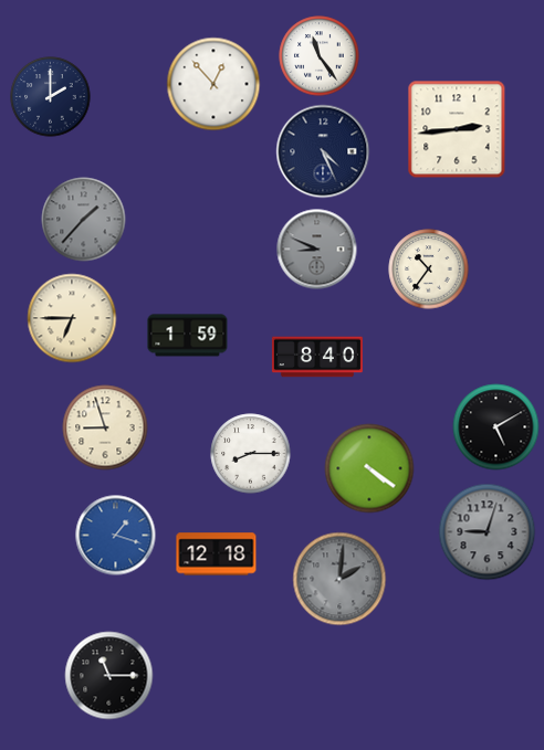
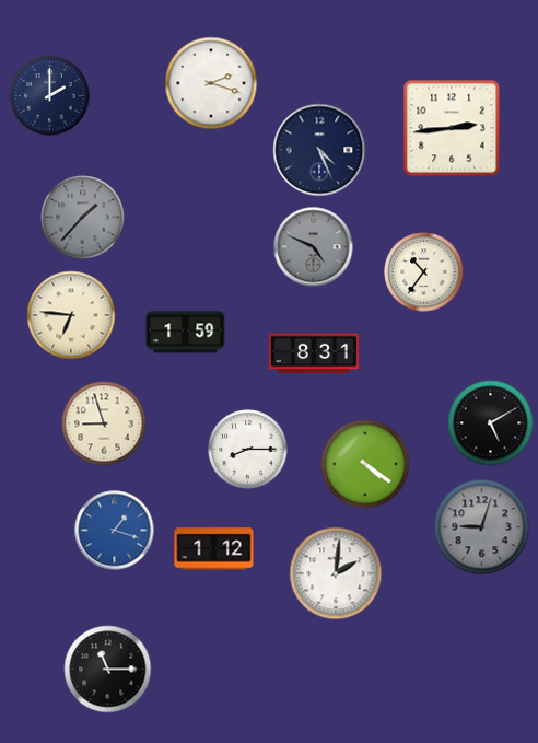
clock at (320, 56): 11:24 -> none
clock at (213, 84): 12:53 -> 2:18
clock at (317, 250): 8:49 -> 4:49
clock at (429, 270) position: (429, 270) -> (424, 272)
clock at (72, 318): 6:45 -> 6:46
clock at (317, 357): 8:40 -> 8:31
clock at (217, 554): 12:18 -> 1:12
clock at (339, 579) dial: grey -> white
